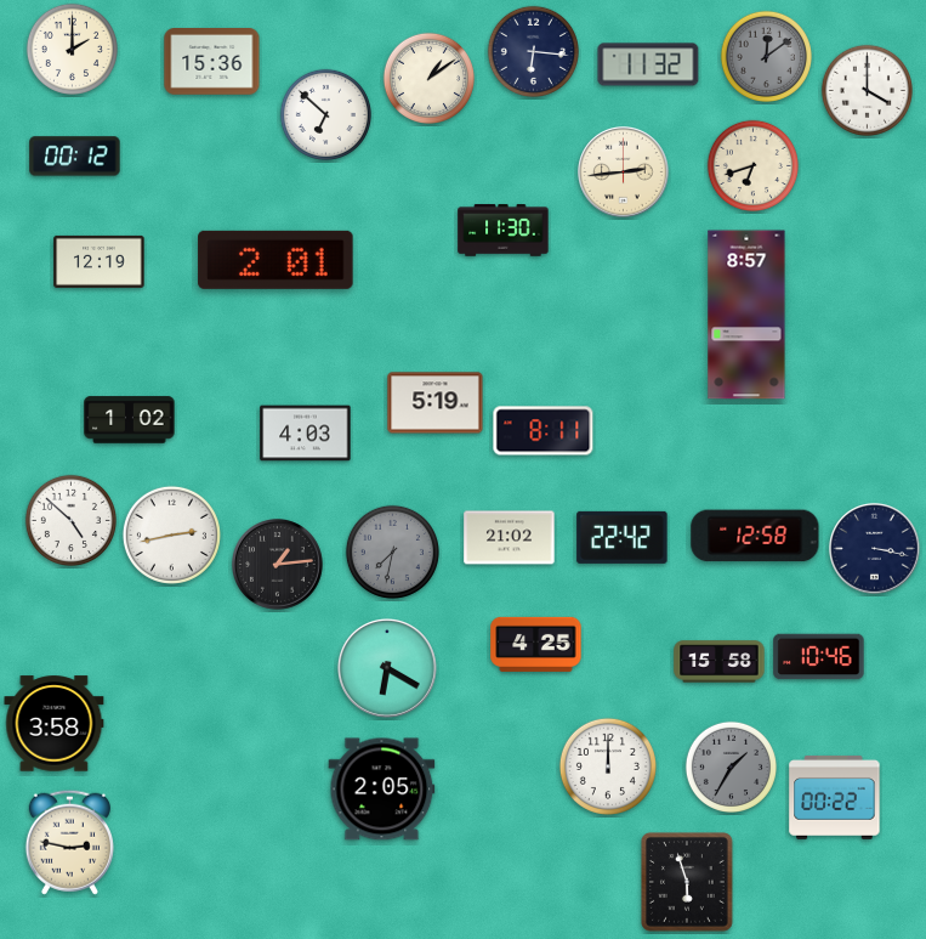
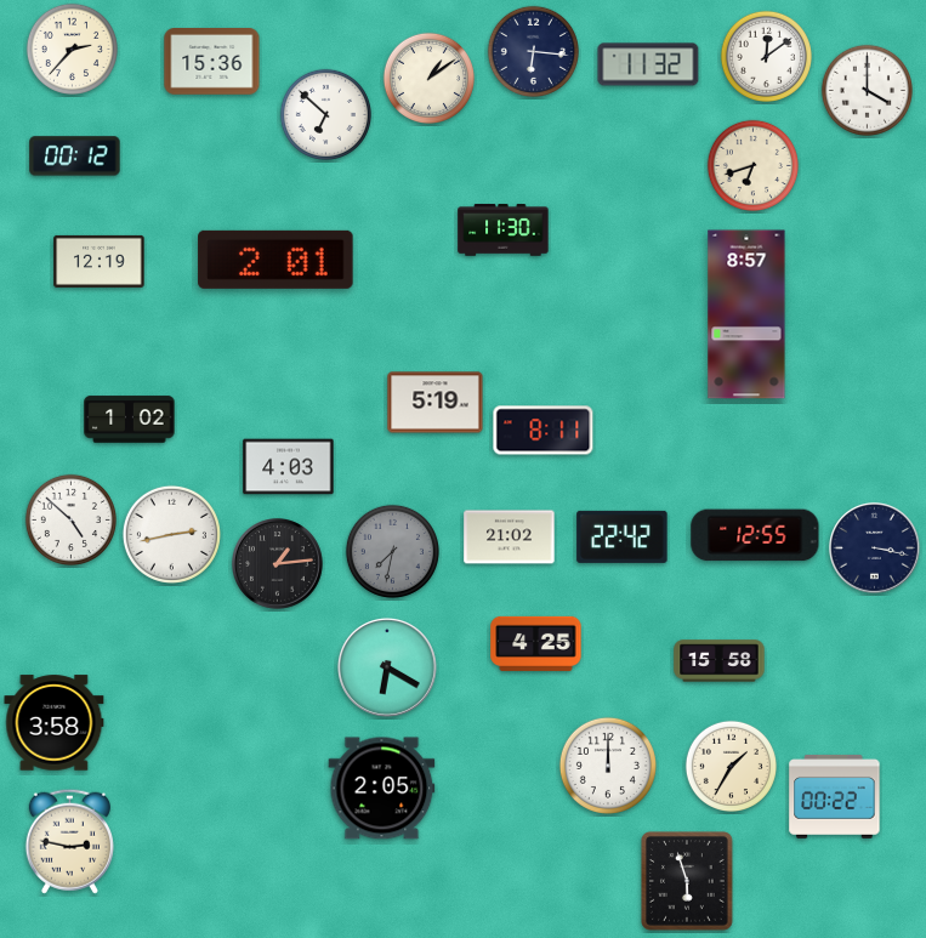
clock at (72, 49): 2:00 -> 2:37
clock at (766, 56) dial: grey -> white
clock at (624, 172): 2:44 -> none
clock at (306, 434) position: (306, 434) -> (289, 467)
clock at (755, 536): 12:58 -> 12:55
clock at (819, 657): 10:46 -> none
clock at (731, 767) dial: grey -> cream
